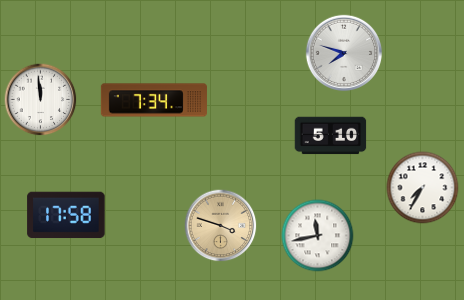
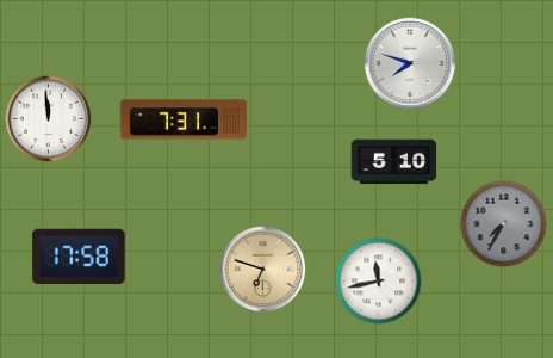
clock at (154, 100): 7:34 -> 7:31
clock at (423, 188) dial: white -> grey
clock at (221, 226): 3:48 -> 6:48
